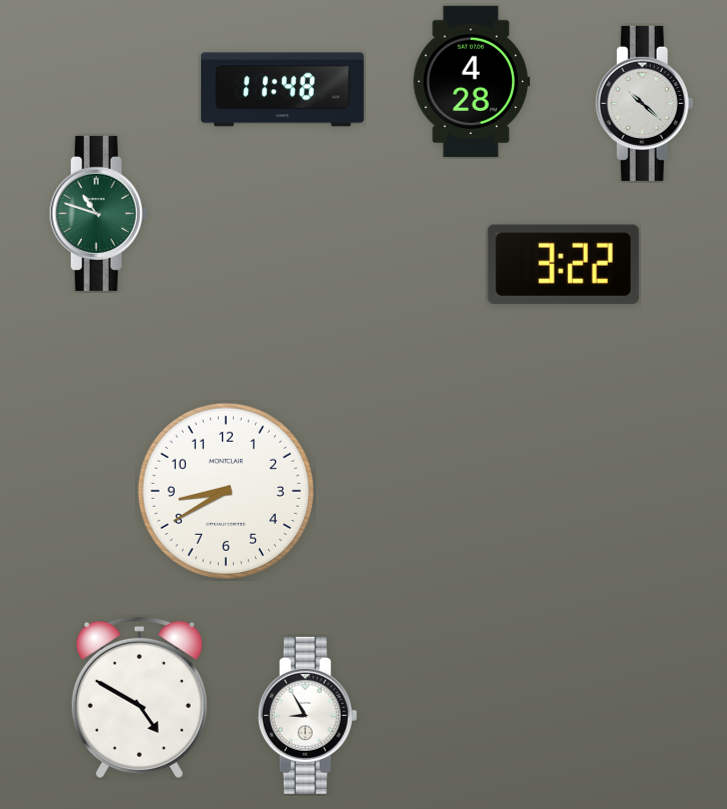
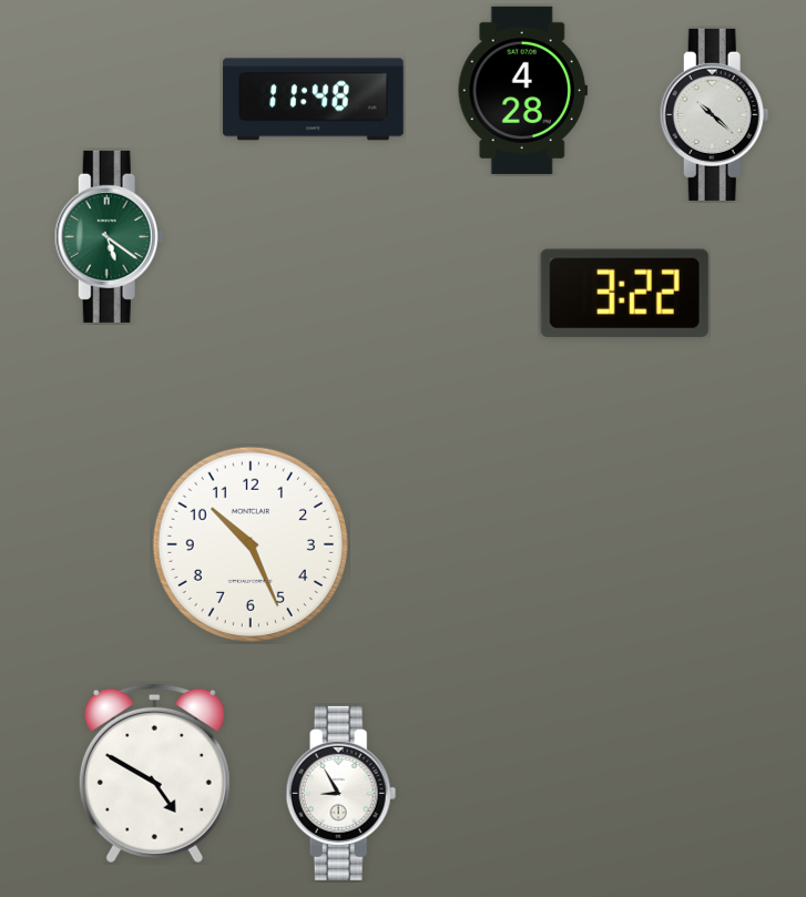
clock at (98, 213): 10:48 -> 5:21
clock at (226, 491): 8:40 -> 10:26
